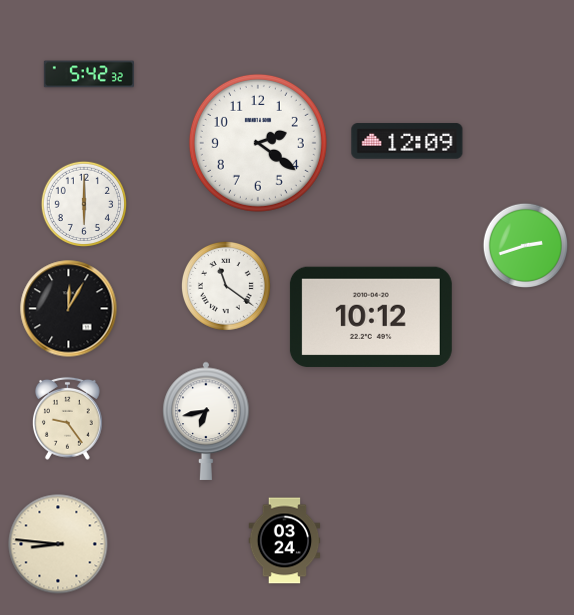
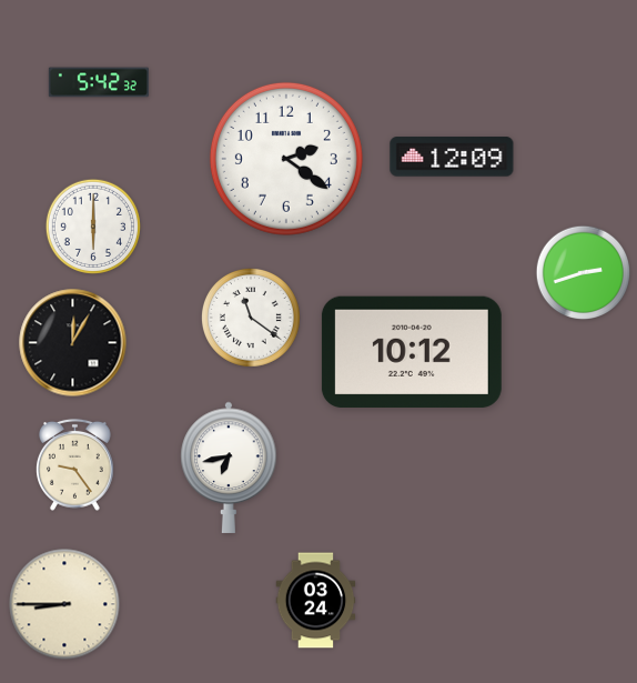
clock at (69, 309) position: (69, 309) -> (73, 343)
clock at (58, 544): 8:46 -> 8:45
